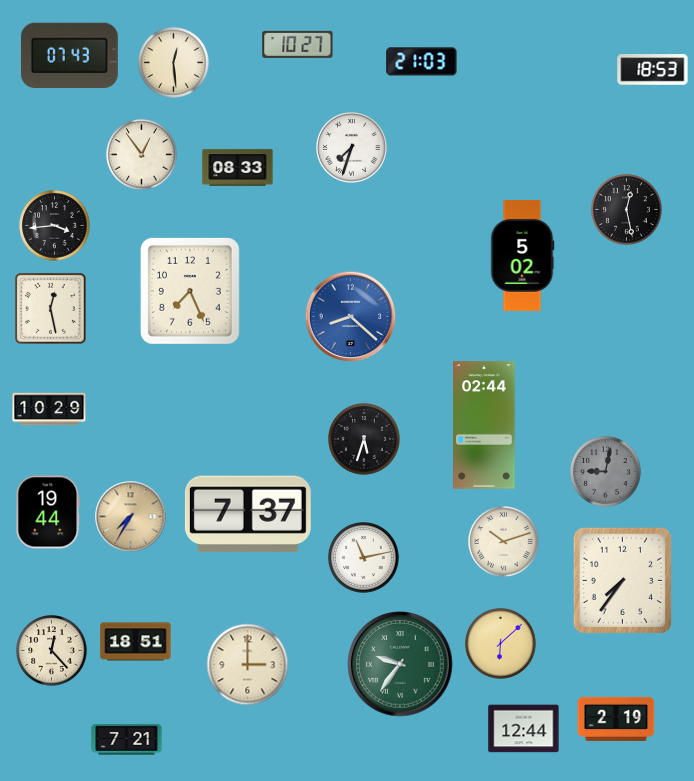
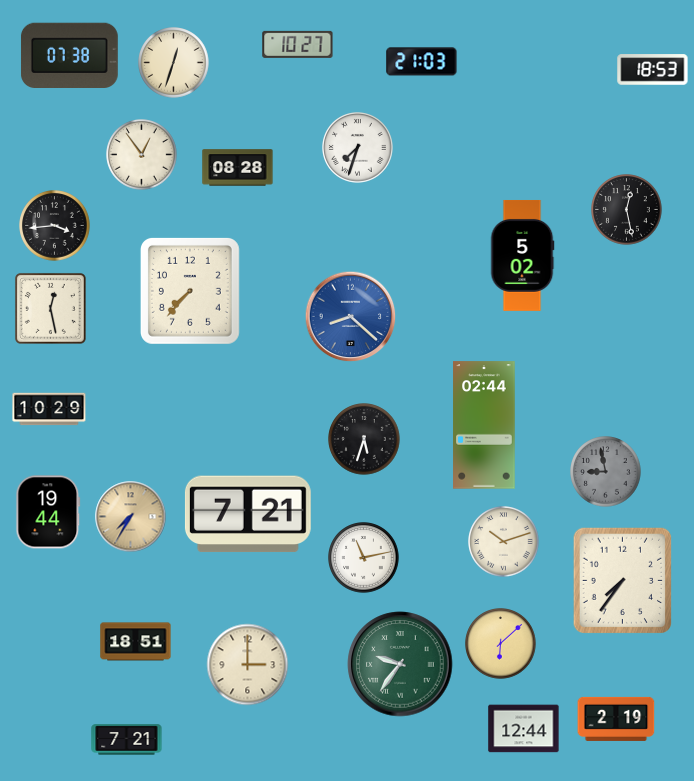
clock at (70, 56): 07:43 -> 07:38
clock at (174, 63): 12:29 -> 12:33
clock at (352, 148) position: (352, 148) -> (358, 148)
clock at (238, 168): 08:33 -> 08:28
clock at (190, 291): 7:26 -> 7:37
clock at (606, 472): 9:02 -> 8:58
clock at (248, 514): 7:37 -> 7:21
clock at (52, 651): 12:23 -> none
